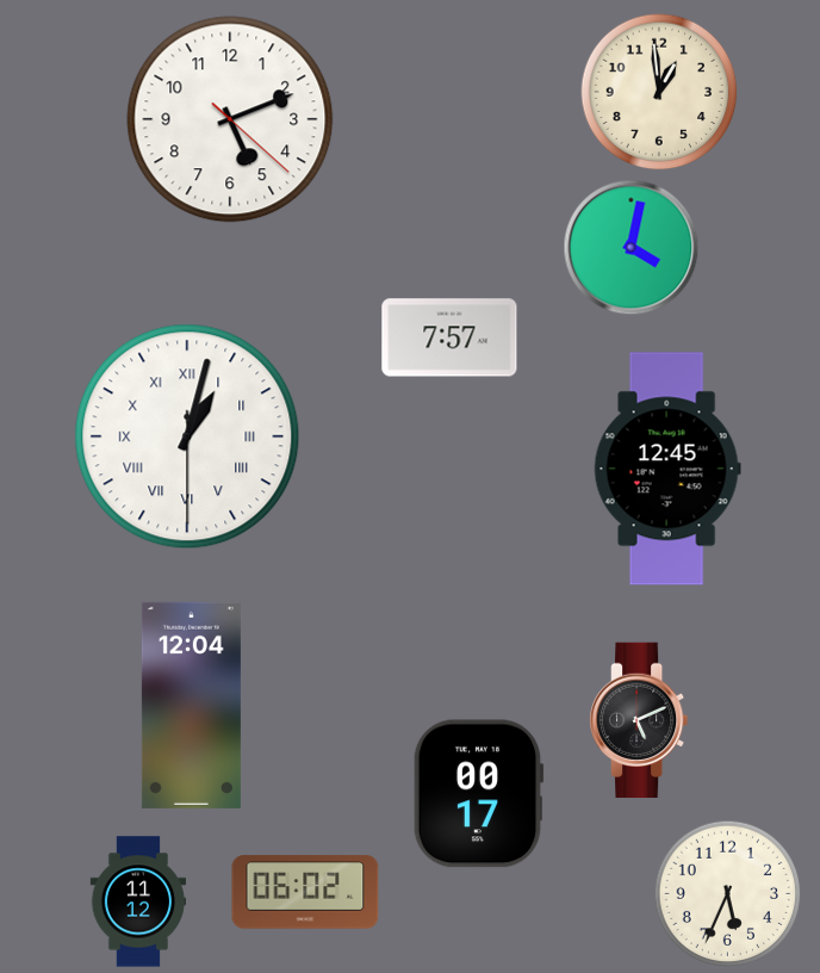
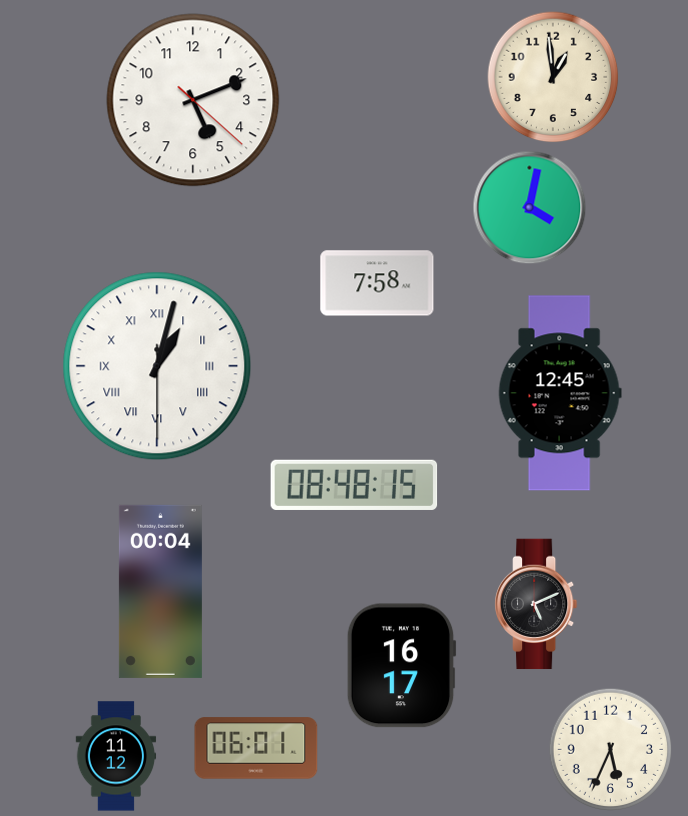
clock at (449, 337): 7:57 -> 7:58
clock at (354, 484): none -> 08:48
clock at (191, 705): 12:04 -> 00:04
clock at (478, 794): 00:17 -> 16:17
clock at (305, 892): 06:02 -> 06:01
